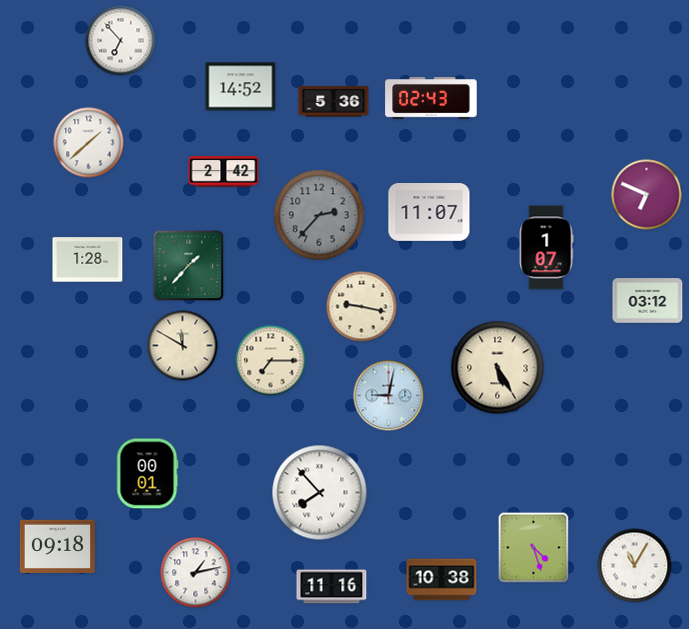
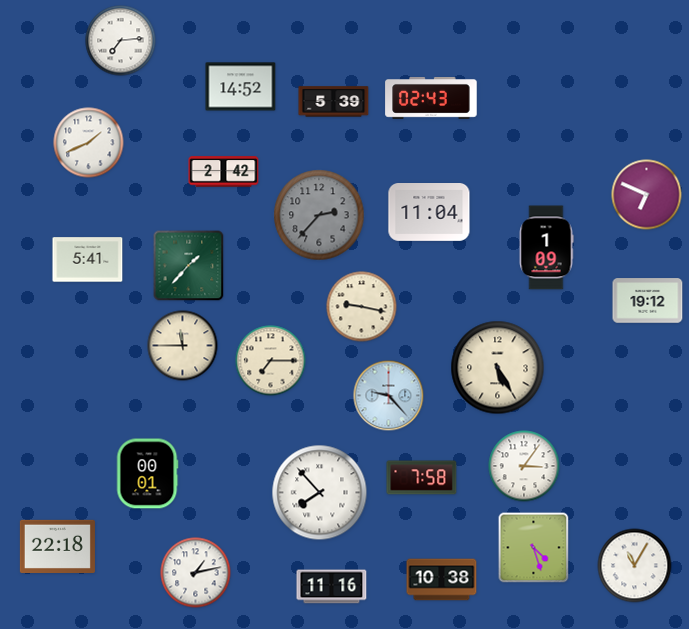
clock at (121, 41): 6:53 -> 7:14
clock at (334, 102): 5:36 -> 5:39
clock at (89, 143): 1:38 -> 1:41
clock at (429, 213): 11:07 -> 11:04
clock at (546, 248): 1:07 -> 1:09
clock at (88, 260): 1:28 -> 5:41
clock at (648, 301): 03:12 -> 19:12
clock at (183, 346): 11:50 -> 11:45
clock at (389, 396): 9:02 -> 9:23
clock at (524, 466): none -> 3:06
clock at (422, 478): none -> 7:58
clock at (57, 546): 09:18 -> 22:18
